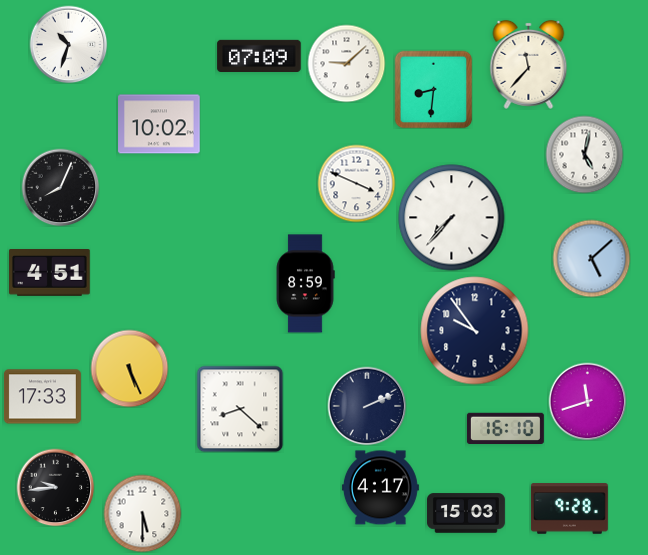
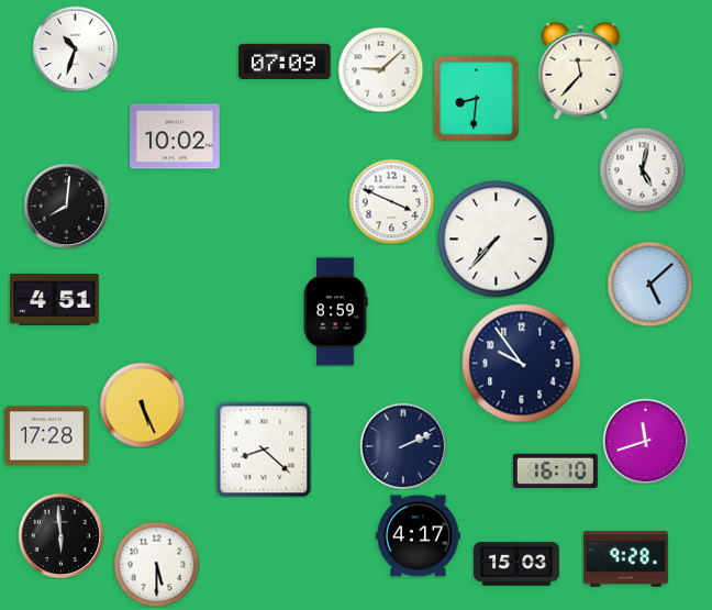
clock at (60, 187): 8:04 -> 8:01
clock at (42, 397): 17:33 -> 17:28
clock at (55, 487): 9:44 -> 5:59
clock at (467, 513) position: (467, 513) -> (518, 564)
